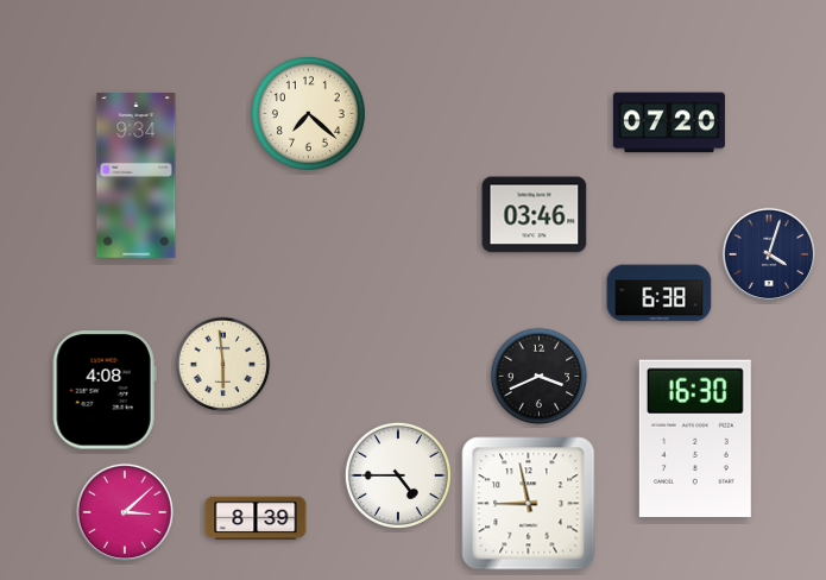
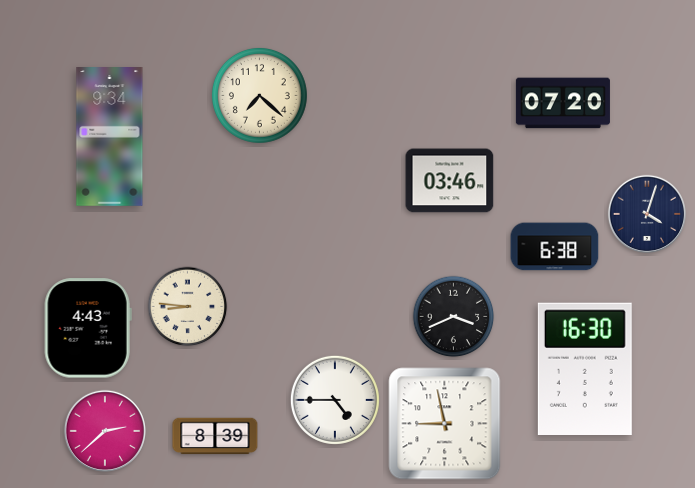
clock at (137, 176) position: (137, 176) -> (110, 137)
clock at (223, 365): 5:59 -> 8:46
clock at (105, 390): 4:08 -> 4:43
clock at (125, 512): 3:08 -> 2:38
